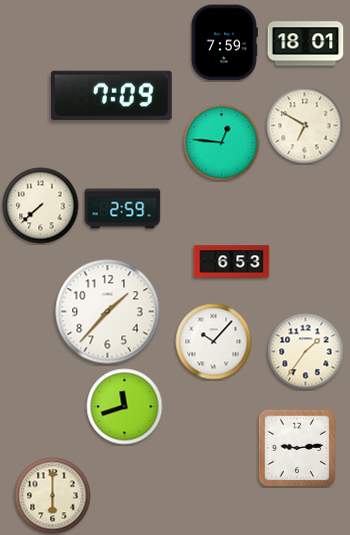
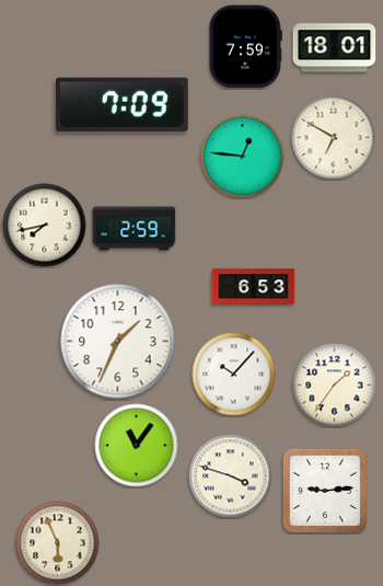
clock at (41, 206): 7:38 -> 7:43
clock at (108, 312): 1:37 -> 1:34
clock at (125, 407): 11:42 -> 11:06
clock at (231, 476): none -> 3:48
clock at (53, 496): 6:00 -> 5:56
